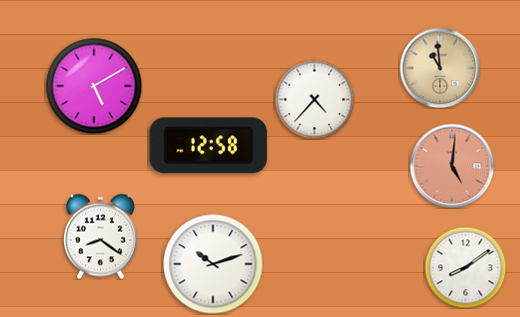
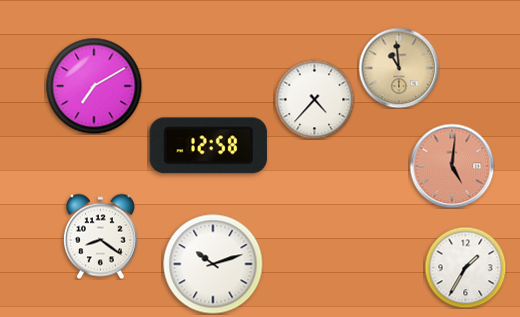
clock at (440, 68) position: (440, 68) -> (399, 68)
clock at (94, 86): 5:10 -> 7:10
clock at (465, 267): 8:09 -> 1:35
